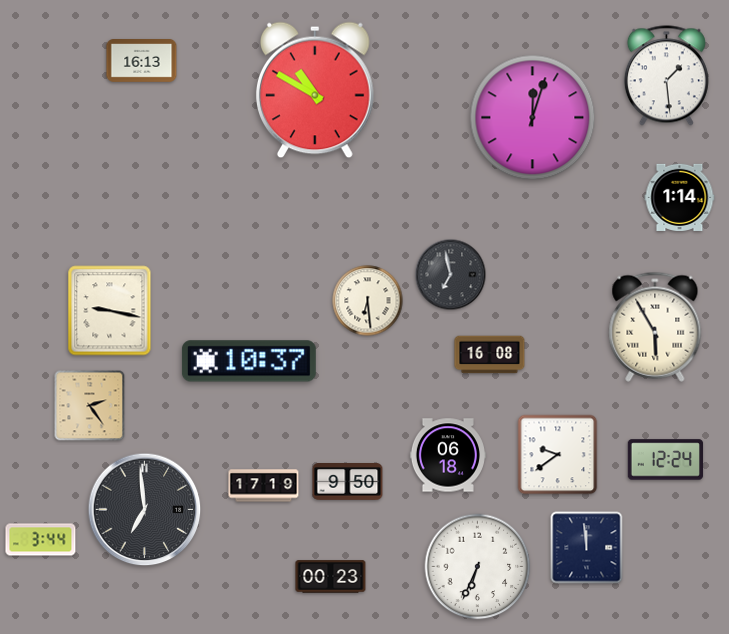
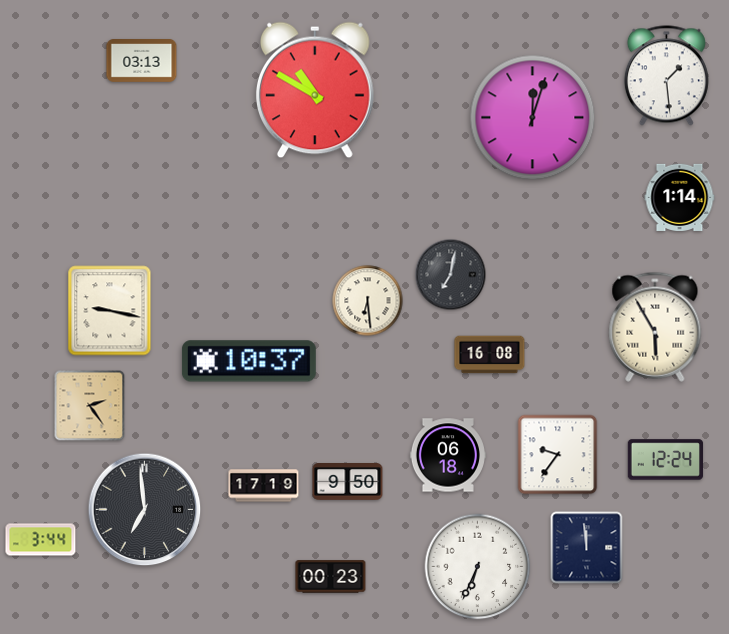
clock at (142, 61): 16:13 -> 03:13
clock at (451, 275): 6:58 -> 7:02
clock at (558, 455): 9:39 -> 9:36
